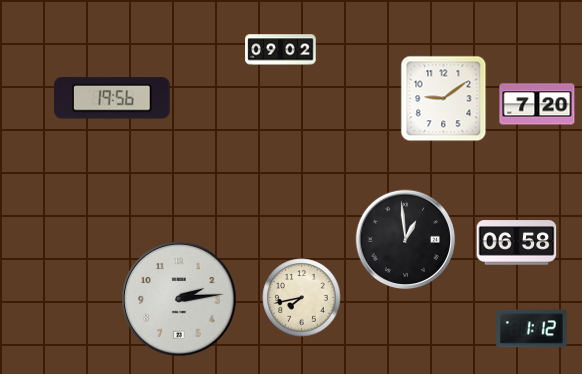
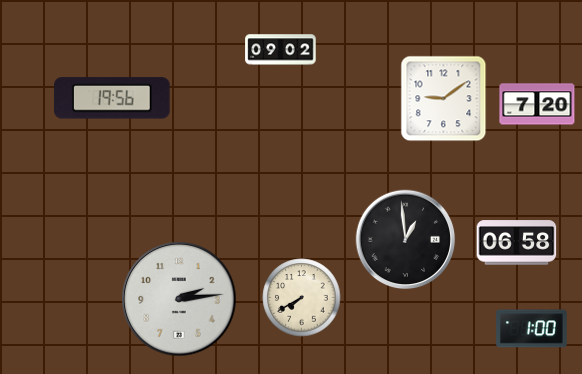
clock at (302, 298): 7:43 -> 7:40
clock at (532, 329): 1:12 -> 1:00
